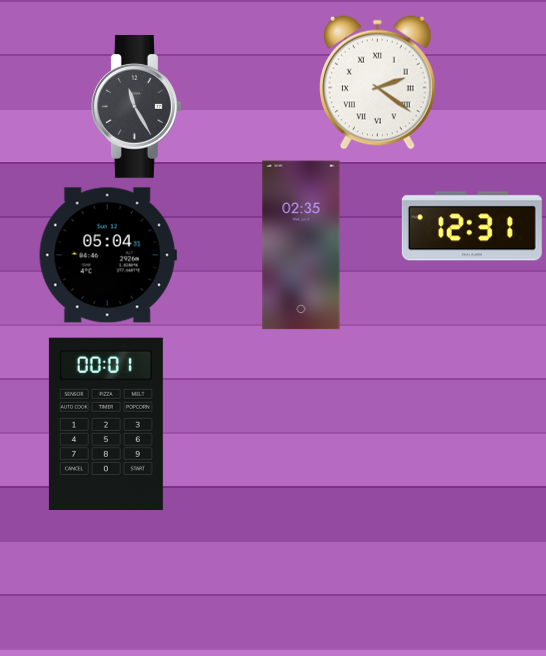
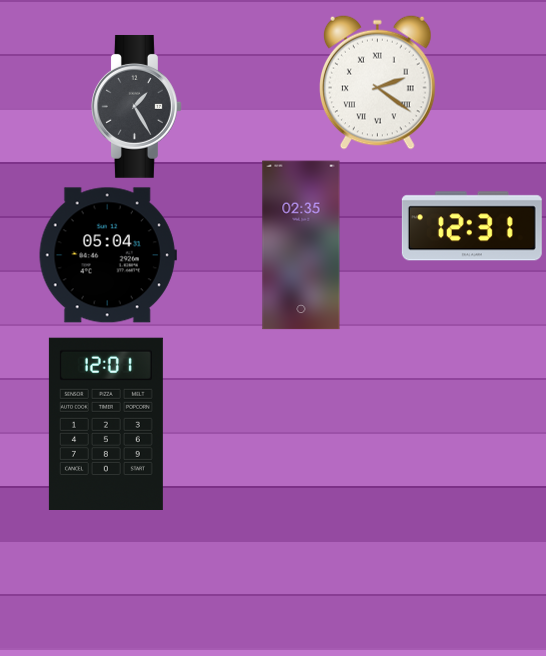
clock at (136, 106): 11:25 -> 1:25
clock at (106, 423): 00:01 -> 12:01
